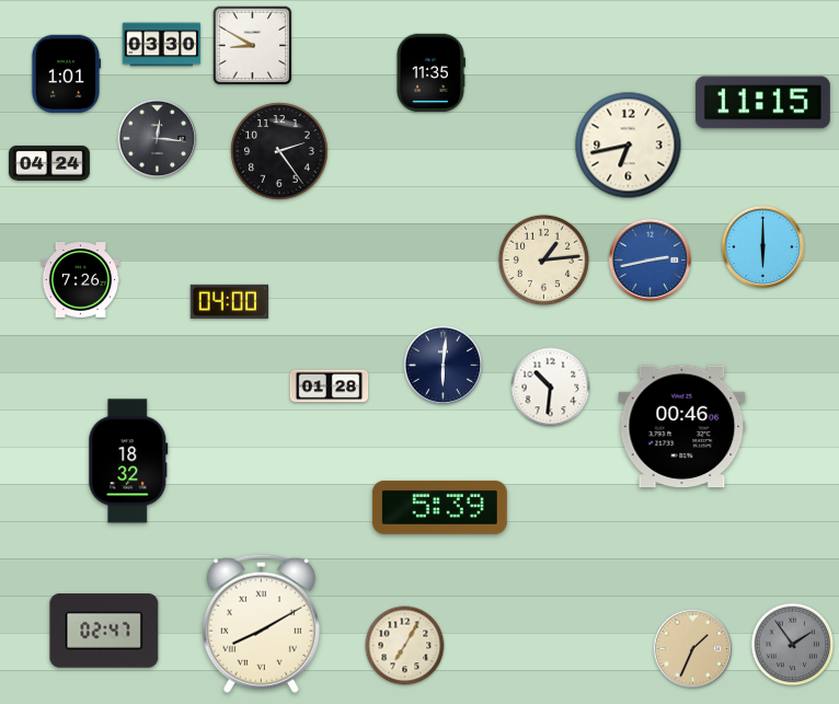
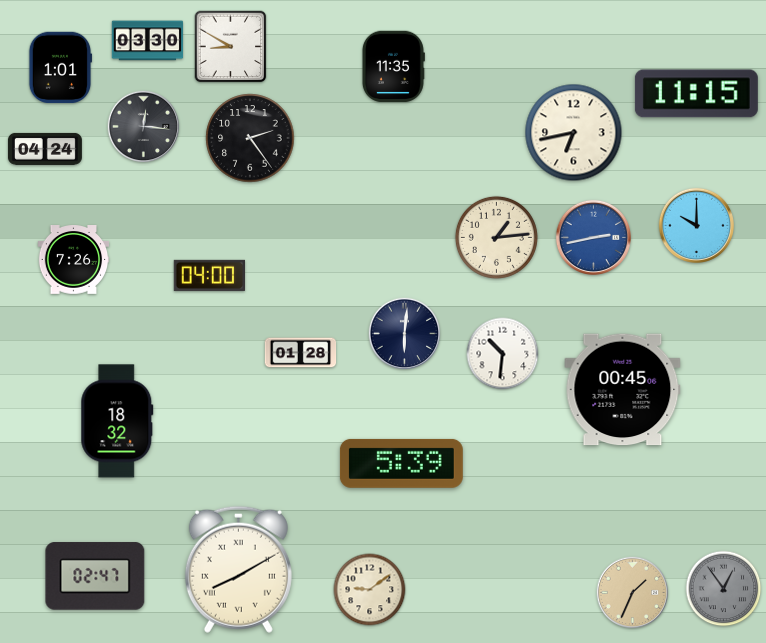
clock at (253, 46) position: (253, 46) -> (231, 47)
clock at (279, 151) position: (279, 151) -> (250, 138)
clock at (762, 246): 6:00 -> 10:00
clock at (81, 280) position: (81, 280) -> (74, 260)
clock at (682, 427): 00:46 -> 00:45
clock at (793, 645): 1:54 -> 12:54
clock at (405, 646): 7:05 -> 9:09
